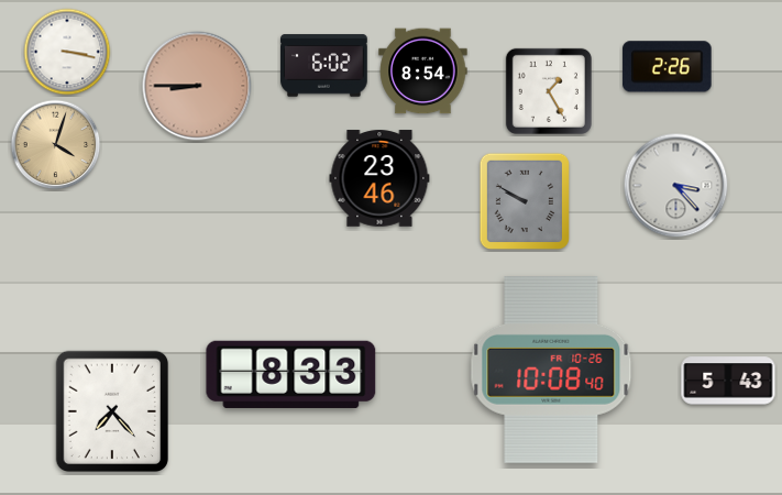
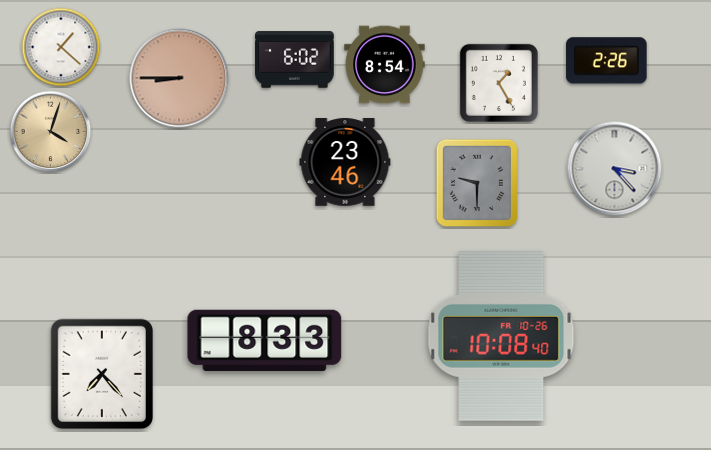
clock at (67, 52): 3:17 -> 1:22
clock at (524, 200): 9:50 -> 9:30
clock at (728, 381): 5:43 -> none
